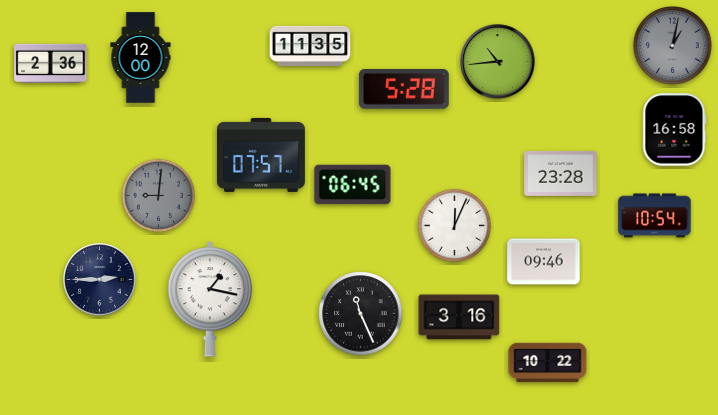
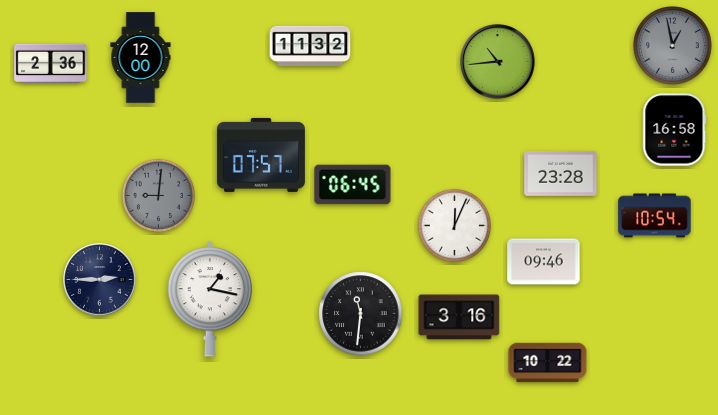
clock at (310, 46): 11:35 -> 11:32
clock at (673, 46): 1:02 -> 12:58
clock at (405, 90): 5:28 -> none
clock at (361, 314): 11:26 -> 11:31
